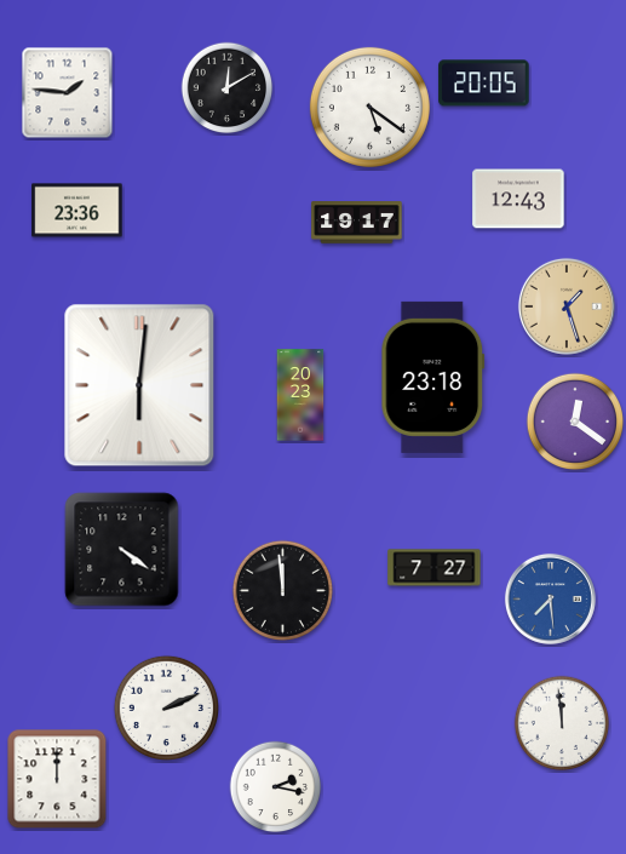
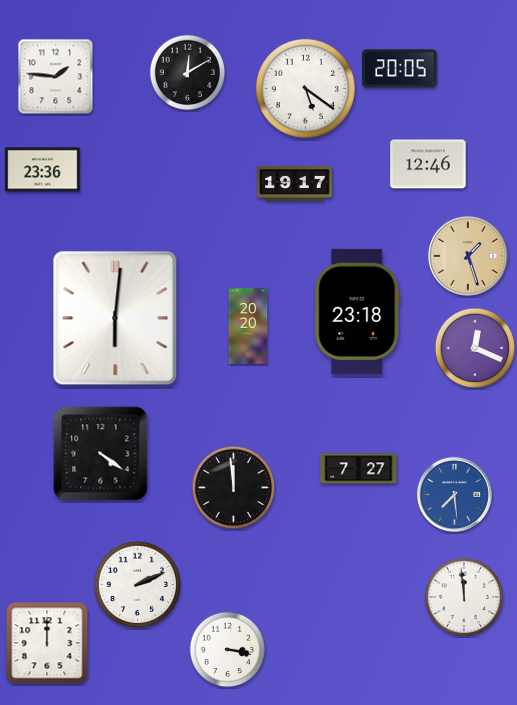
clock at (518, 199): 12:43 -> 12:46
clock at (77, 211) position: (77, 211) -> (43, 170)
clock at (567, 306) position: (567, 306) -> (468, 256)
clock at (300, 395): 20:23 -> 20:20
clock at (575, 422): 12:21 -> 12:19
clock at (276, 787): 2:17 -> 3:17
